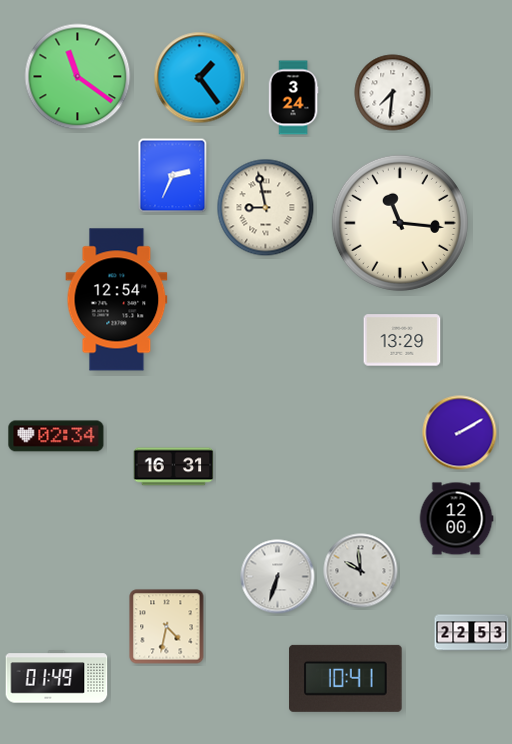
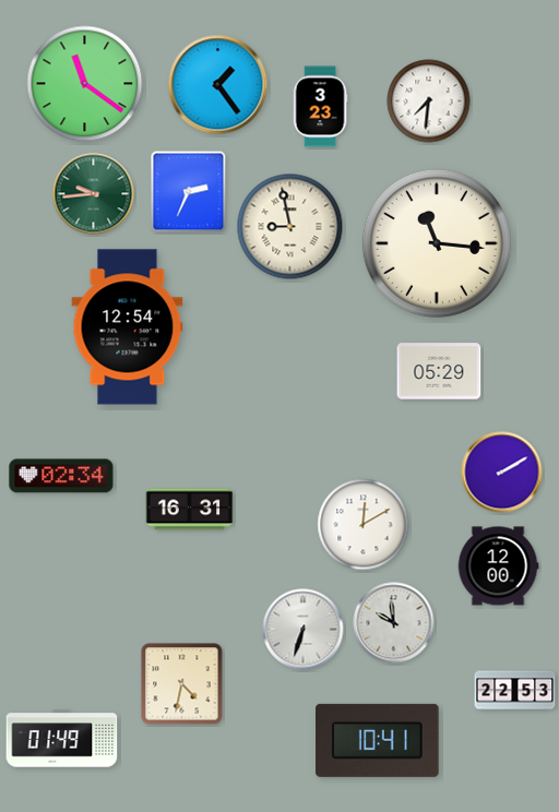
clock at (293, 98): 3:24 -> 3:23
clock at (94, 194): none -> 9:44
clock at (402, 340): 13:29 -> 05:29
clock at (364, 525): none -> 12:10
